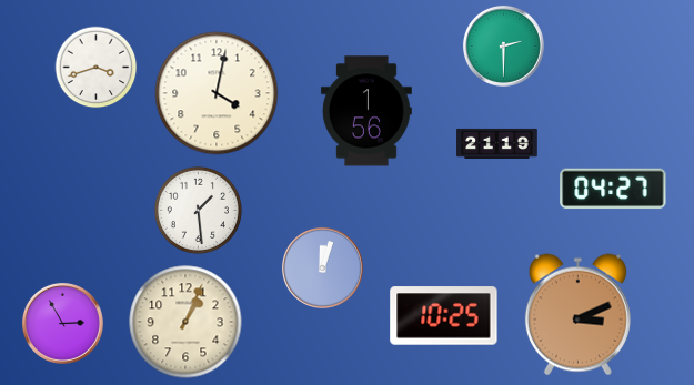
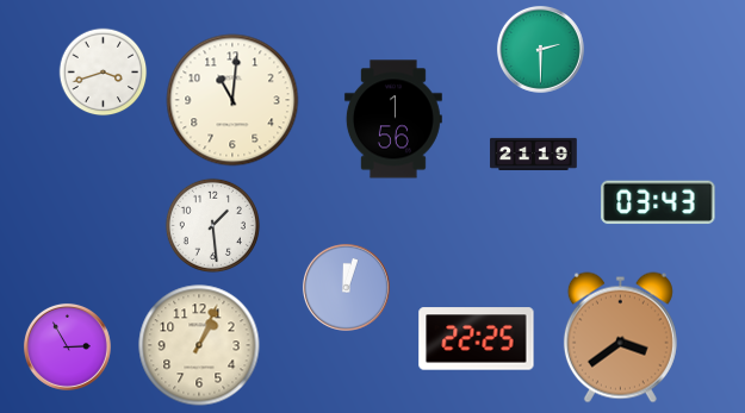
clock at (217, 93): 4:02 -> 11:01
clock at (613, 189): 04:27 -> 03:43
clock at (577, 315): 3:11 -> 3:39
clock at (444, 316): 10:25 -> 22:25
